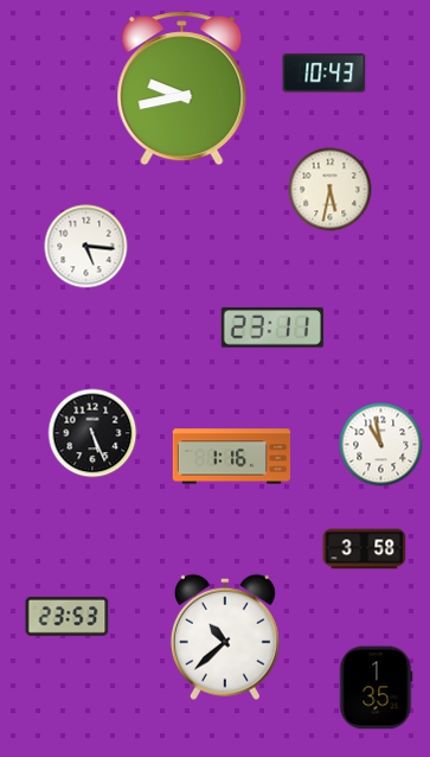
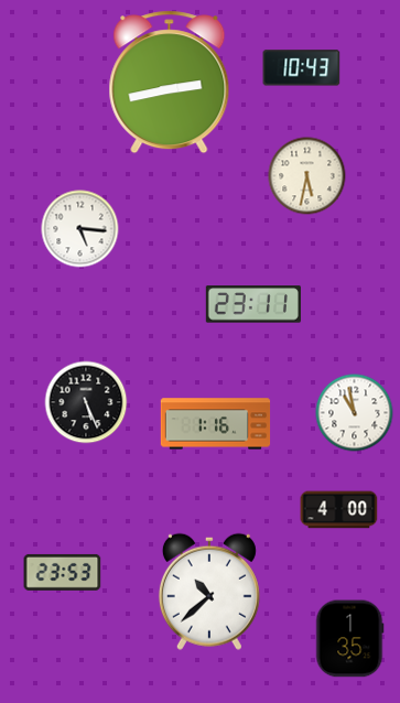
clock at (182, 89): 9:43 -> 2:43
clock at (365, 549): 3:58 -> 4:00
